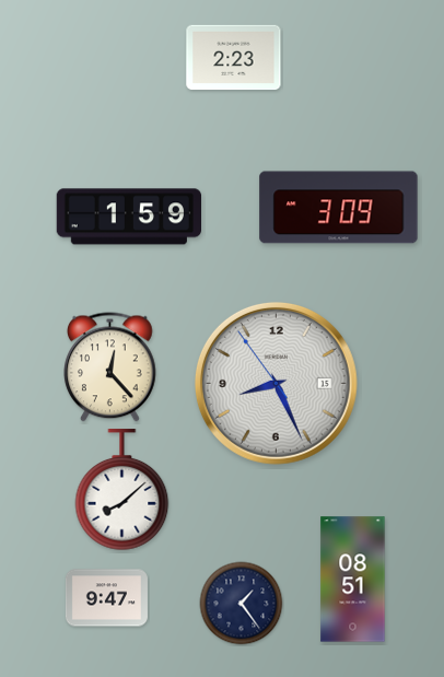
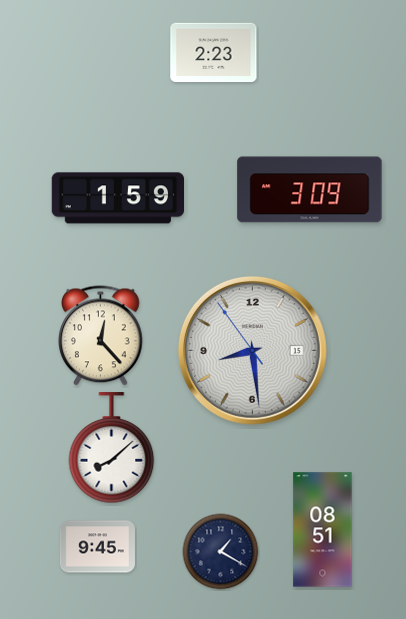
clock at (276, 383): 8:25 -> 8:28
clock at (106, 598): 9:47 -> 9:45
clock at (242, 604): 1:24 -> 1:20
